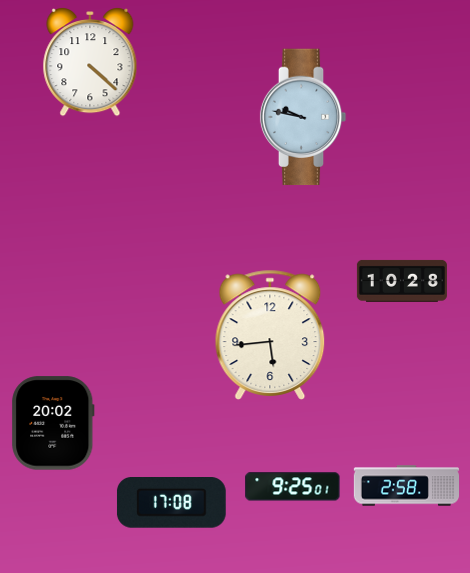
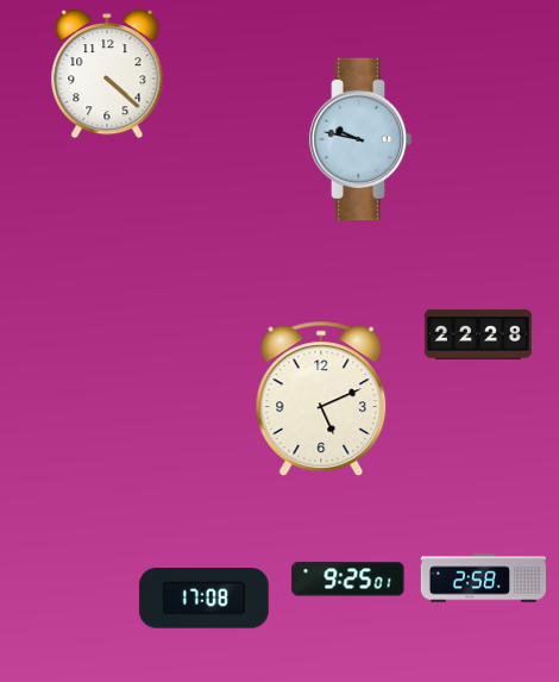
clock at (402, 281): 10:28 -> 22:28
clock at (270, 335): 5:44 -> 5:11
clock at (53, 423): 20:02 -> none
